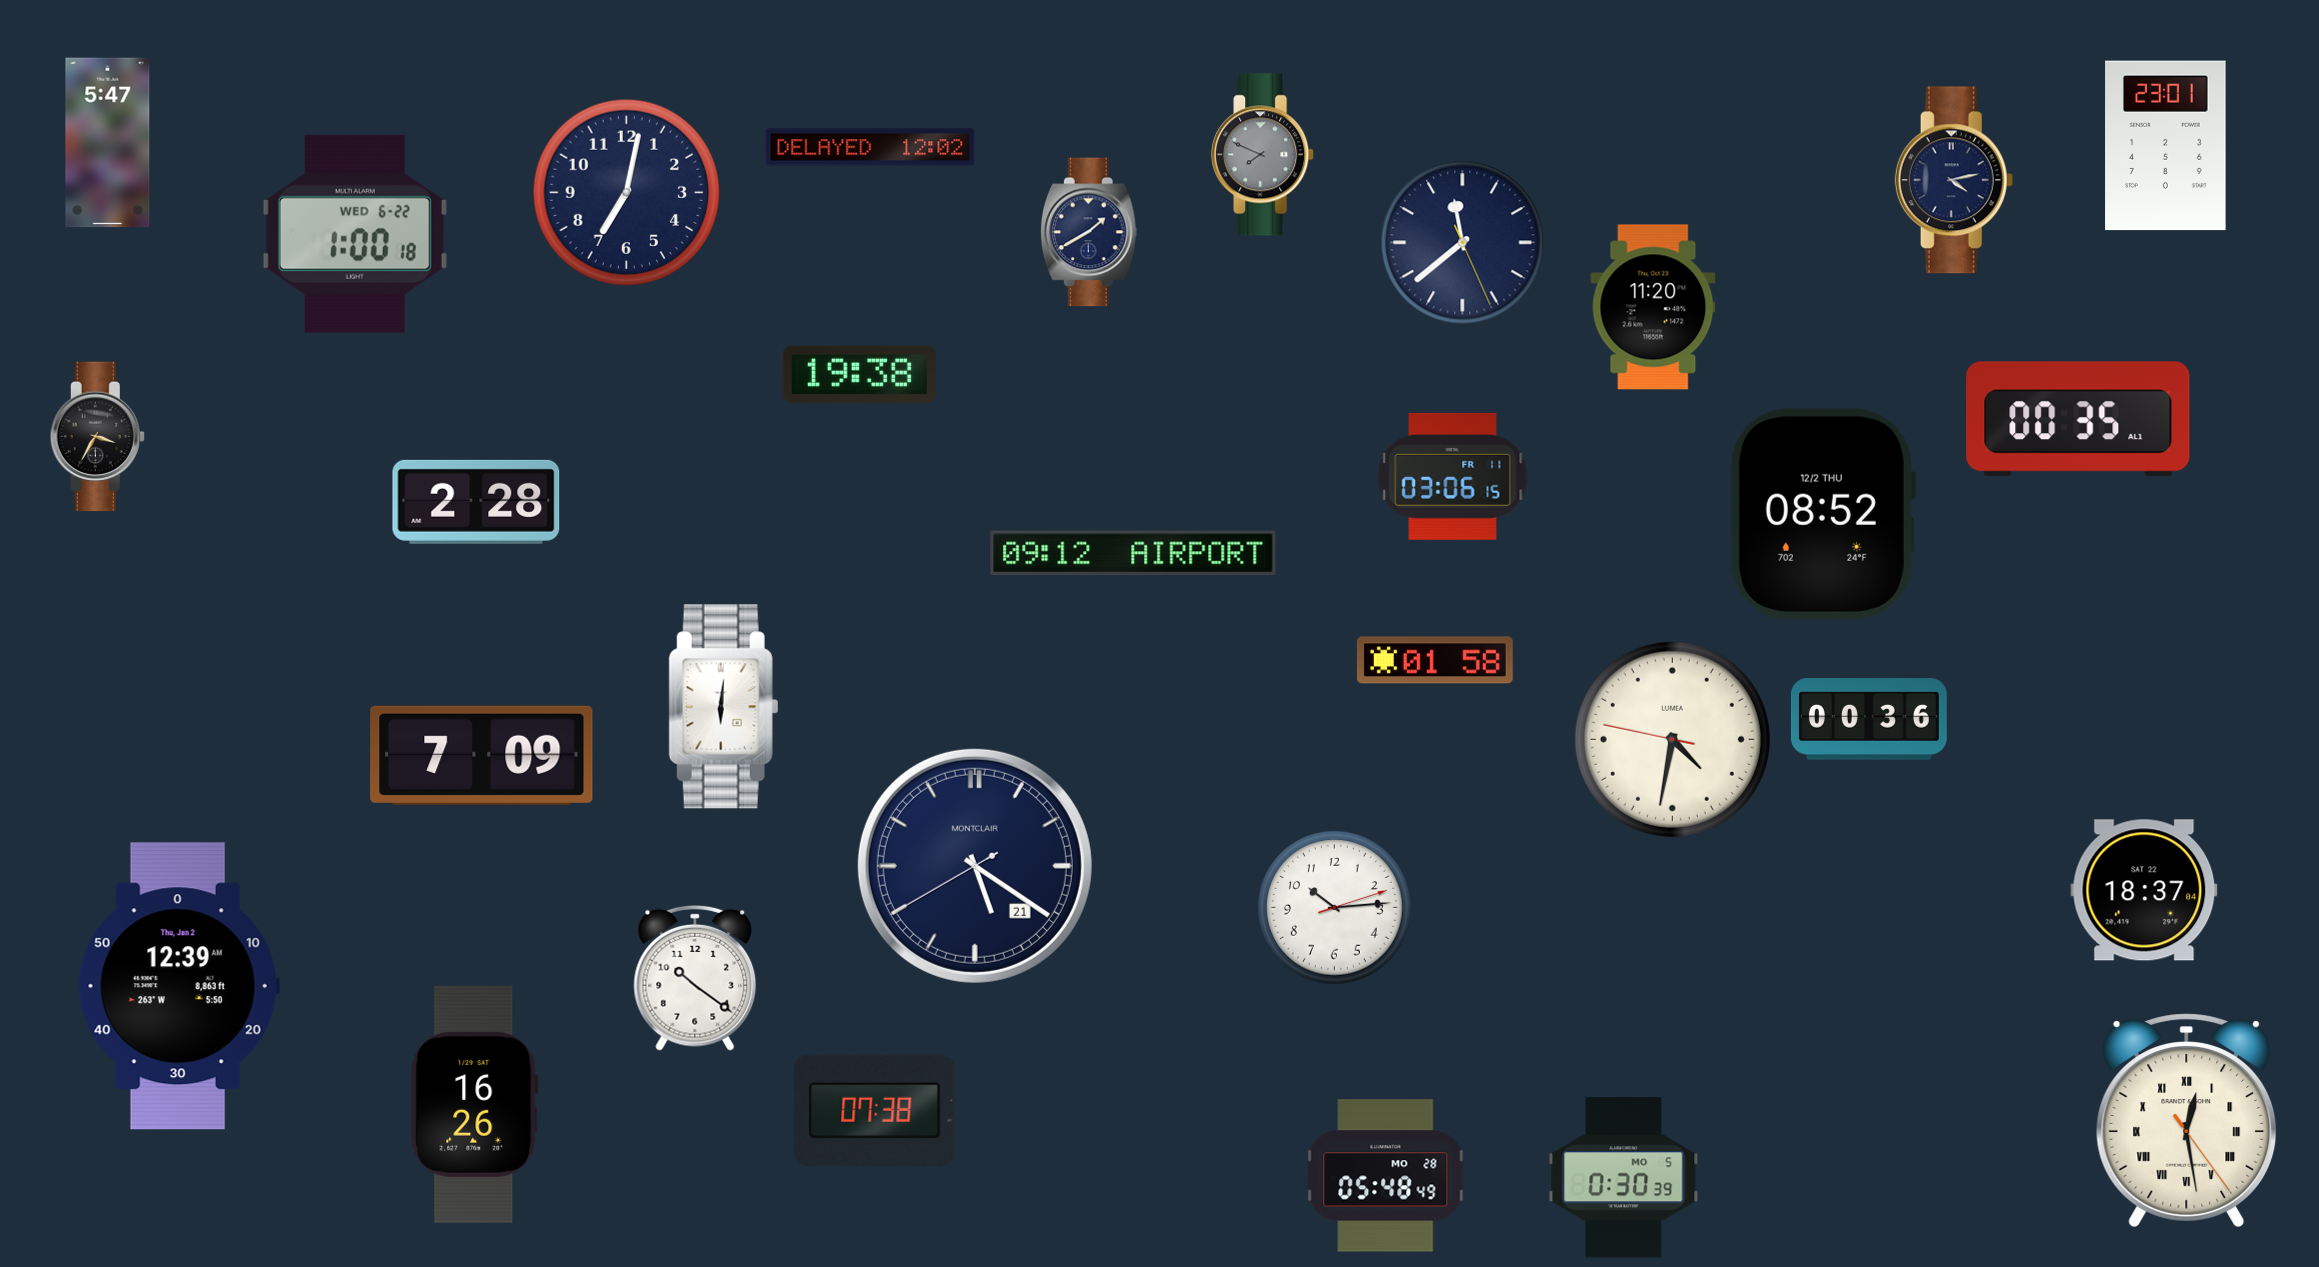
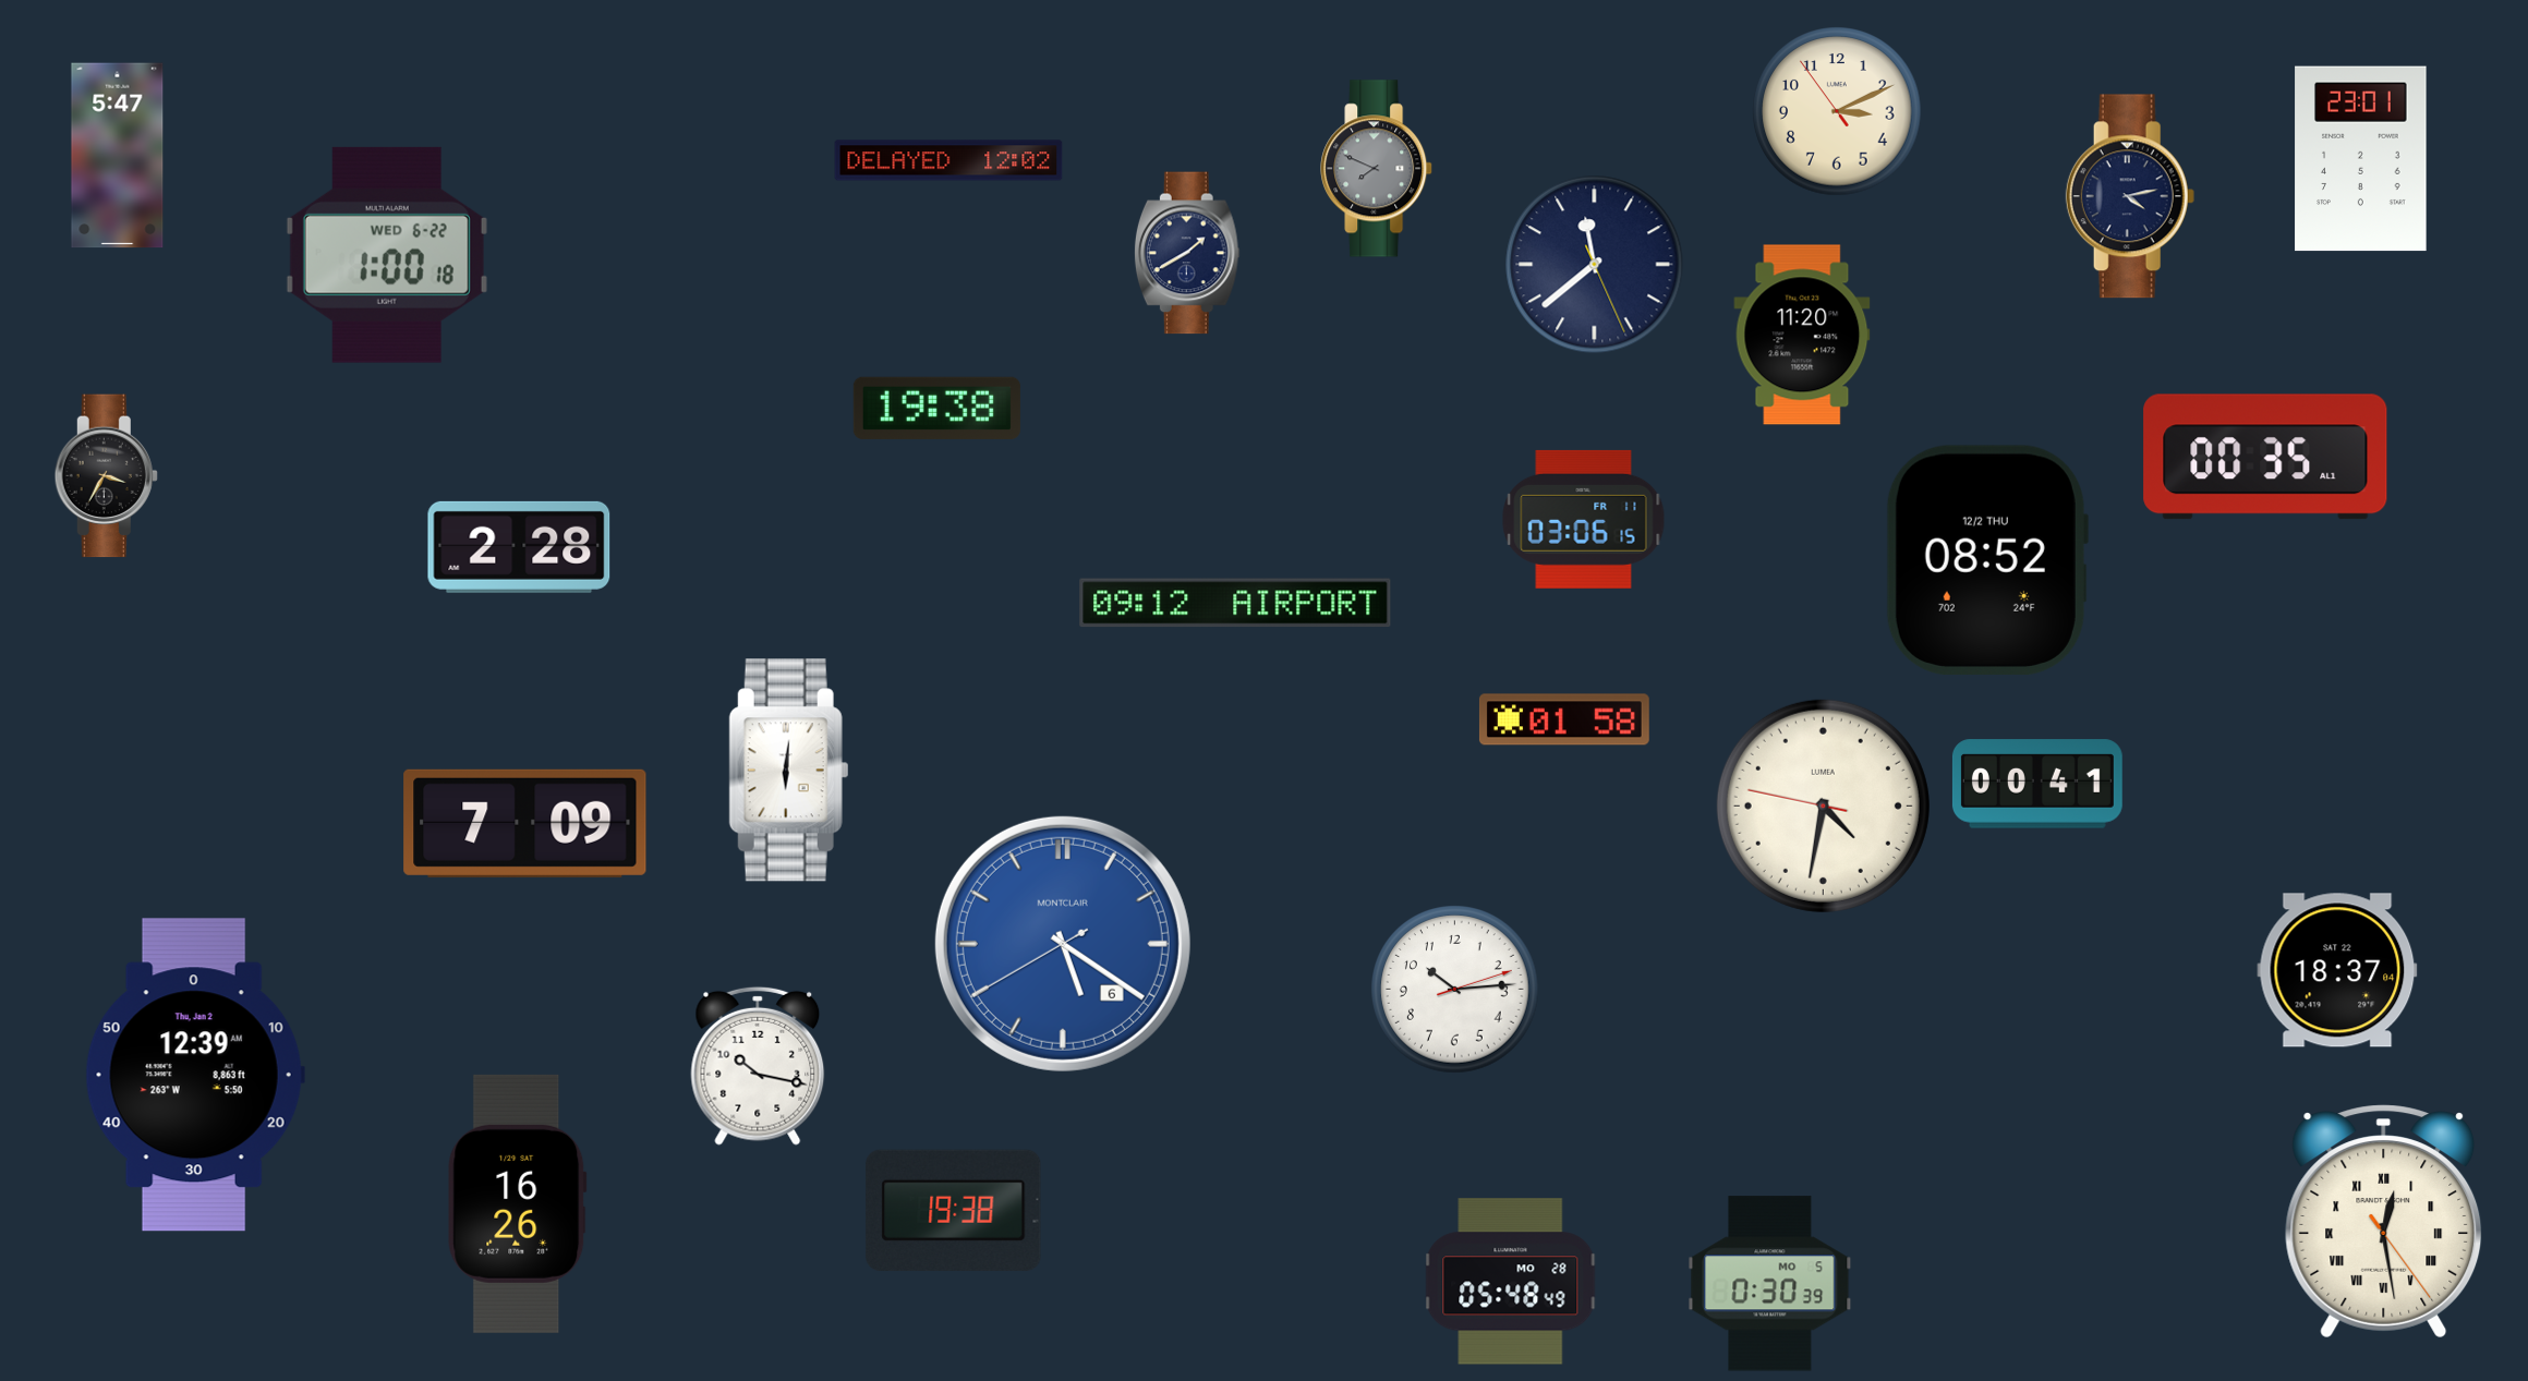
clock at (1837, 111): none -> 3:10
clock at (627, 193): 7:02 -> none
clock at (1869, 719): 00:36 -> 00:41
clock at (975, 866) date: 21 -> 6
clock at (975, 866) dial: navy -> blue
clock at (695, 978): 10:21 -> 10:17
clock at (875, 1110): 07:38 -> 19:38
